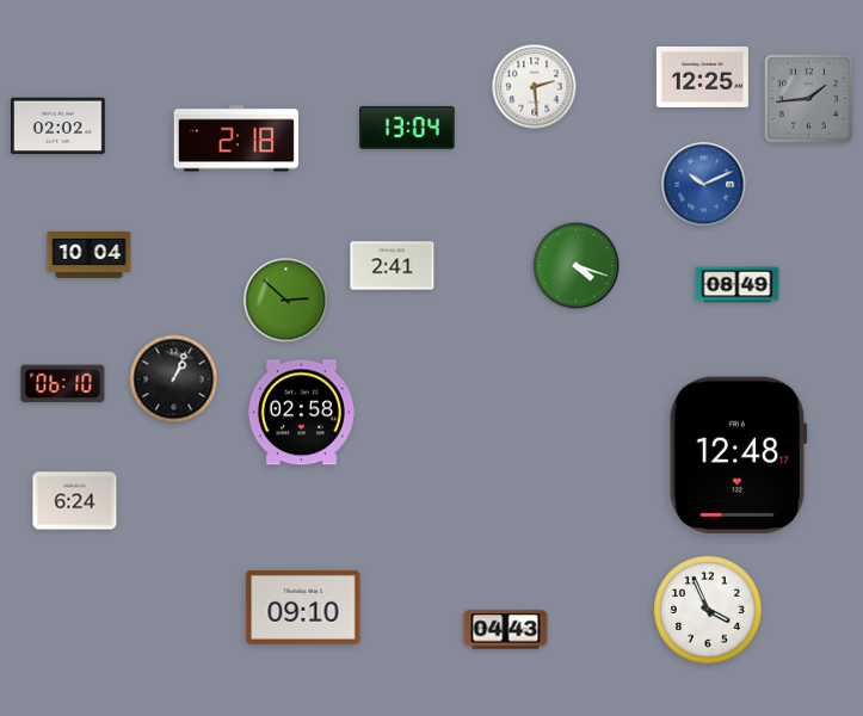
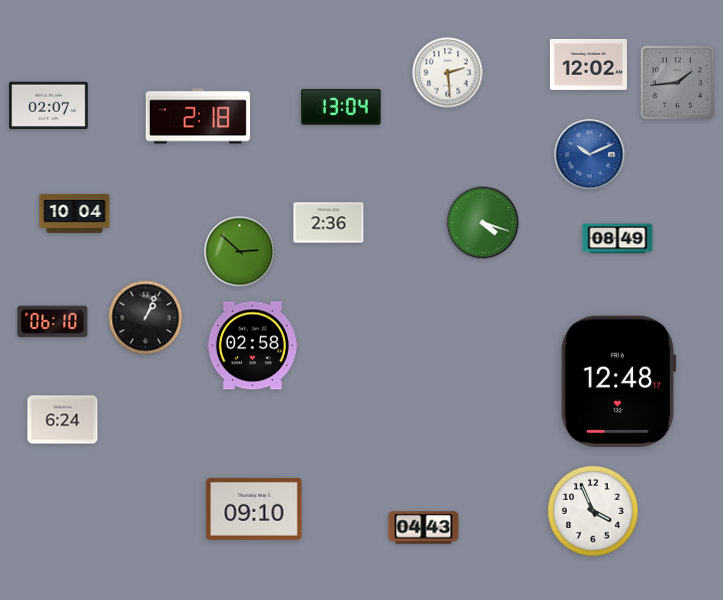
clock at (702, 76): 12:25 -> 12:02
clock at (58, 126): 02:02 -> 02:07
clock at (393, 266): 2:41 -> 2:36
